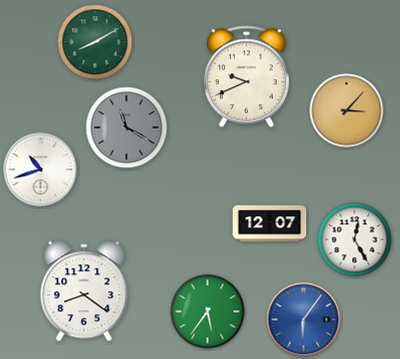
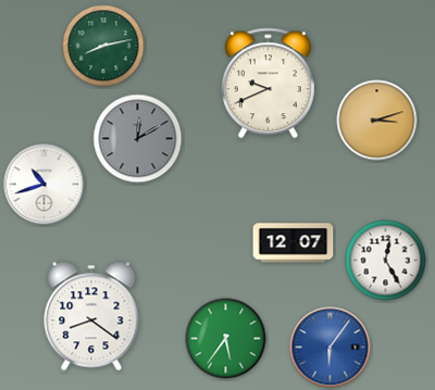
clock at (95, 42): 8:10 -> 8:13
clock at (347, 111): 3:07 -> 3:12
clock at (127, 128): 11:20 -> 12:10
